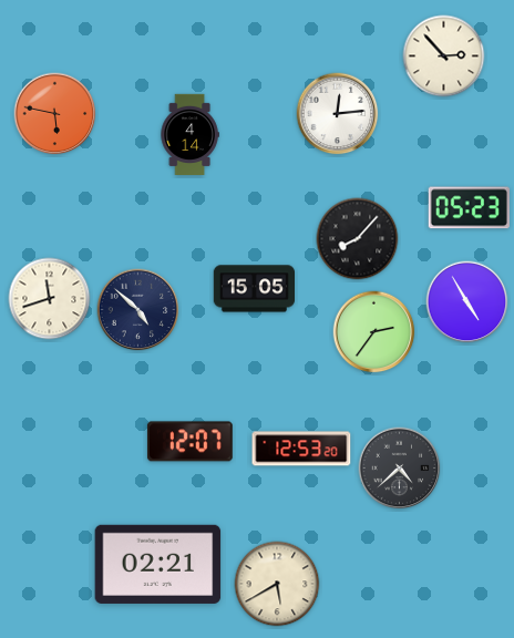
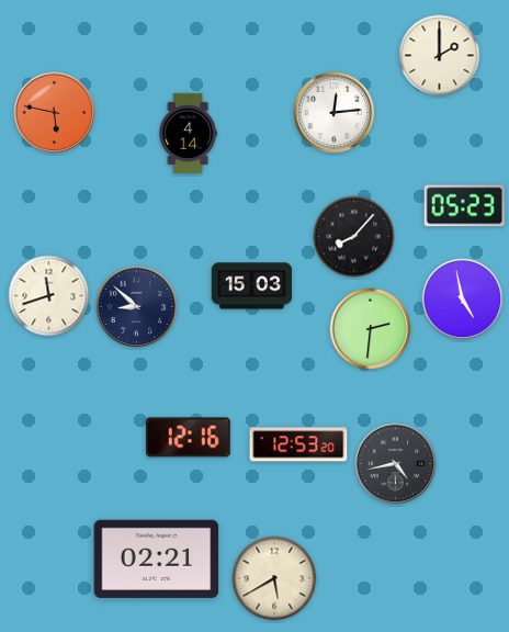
clock at (444, 56): 2:53 -> 2:00
clock at (254, 289): 15:05 -> 15:03
clock at (467, 302): 4:55 -> 4:58
clock at (138, 310): 4:52 -> 8:52
clock at (374, 332): 2:36 -> 2:31
clock at (189, 442): 12:07 -> 12:16
clock at (400, 469): 4:38 -> 4:43
